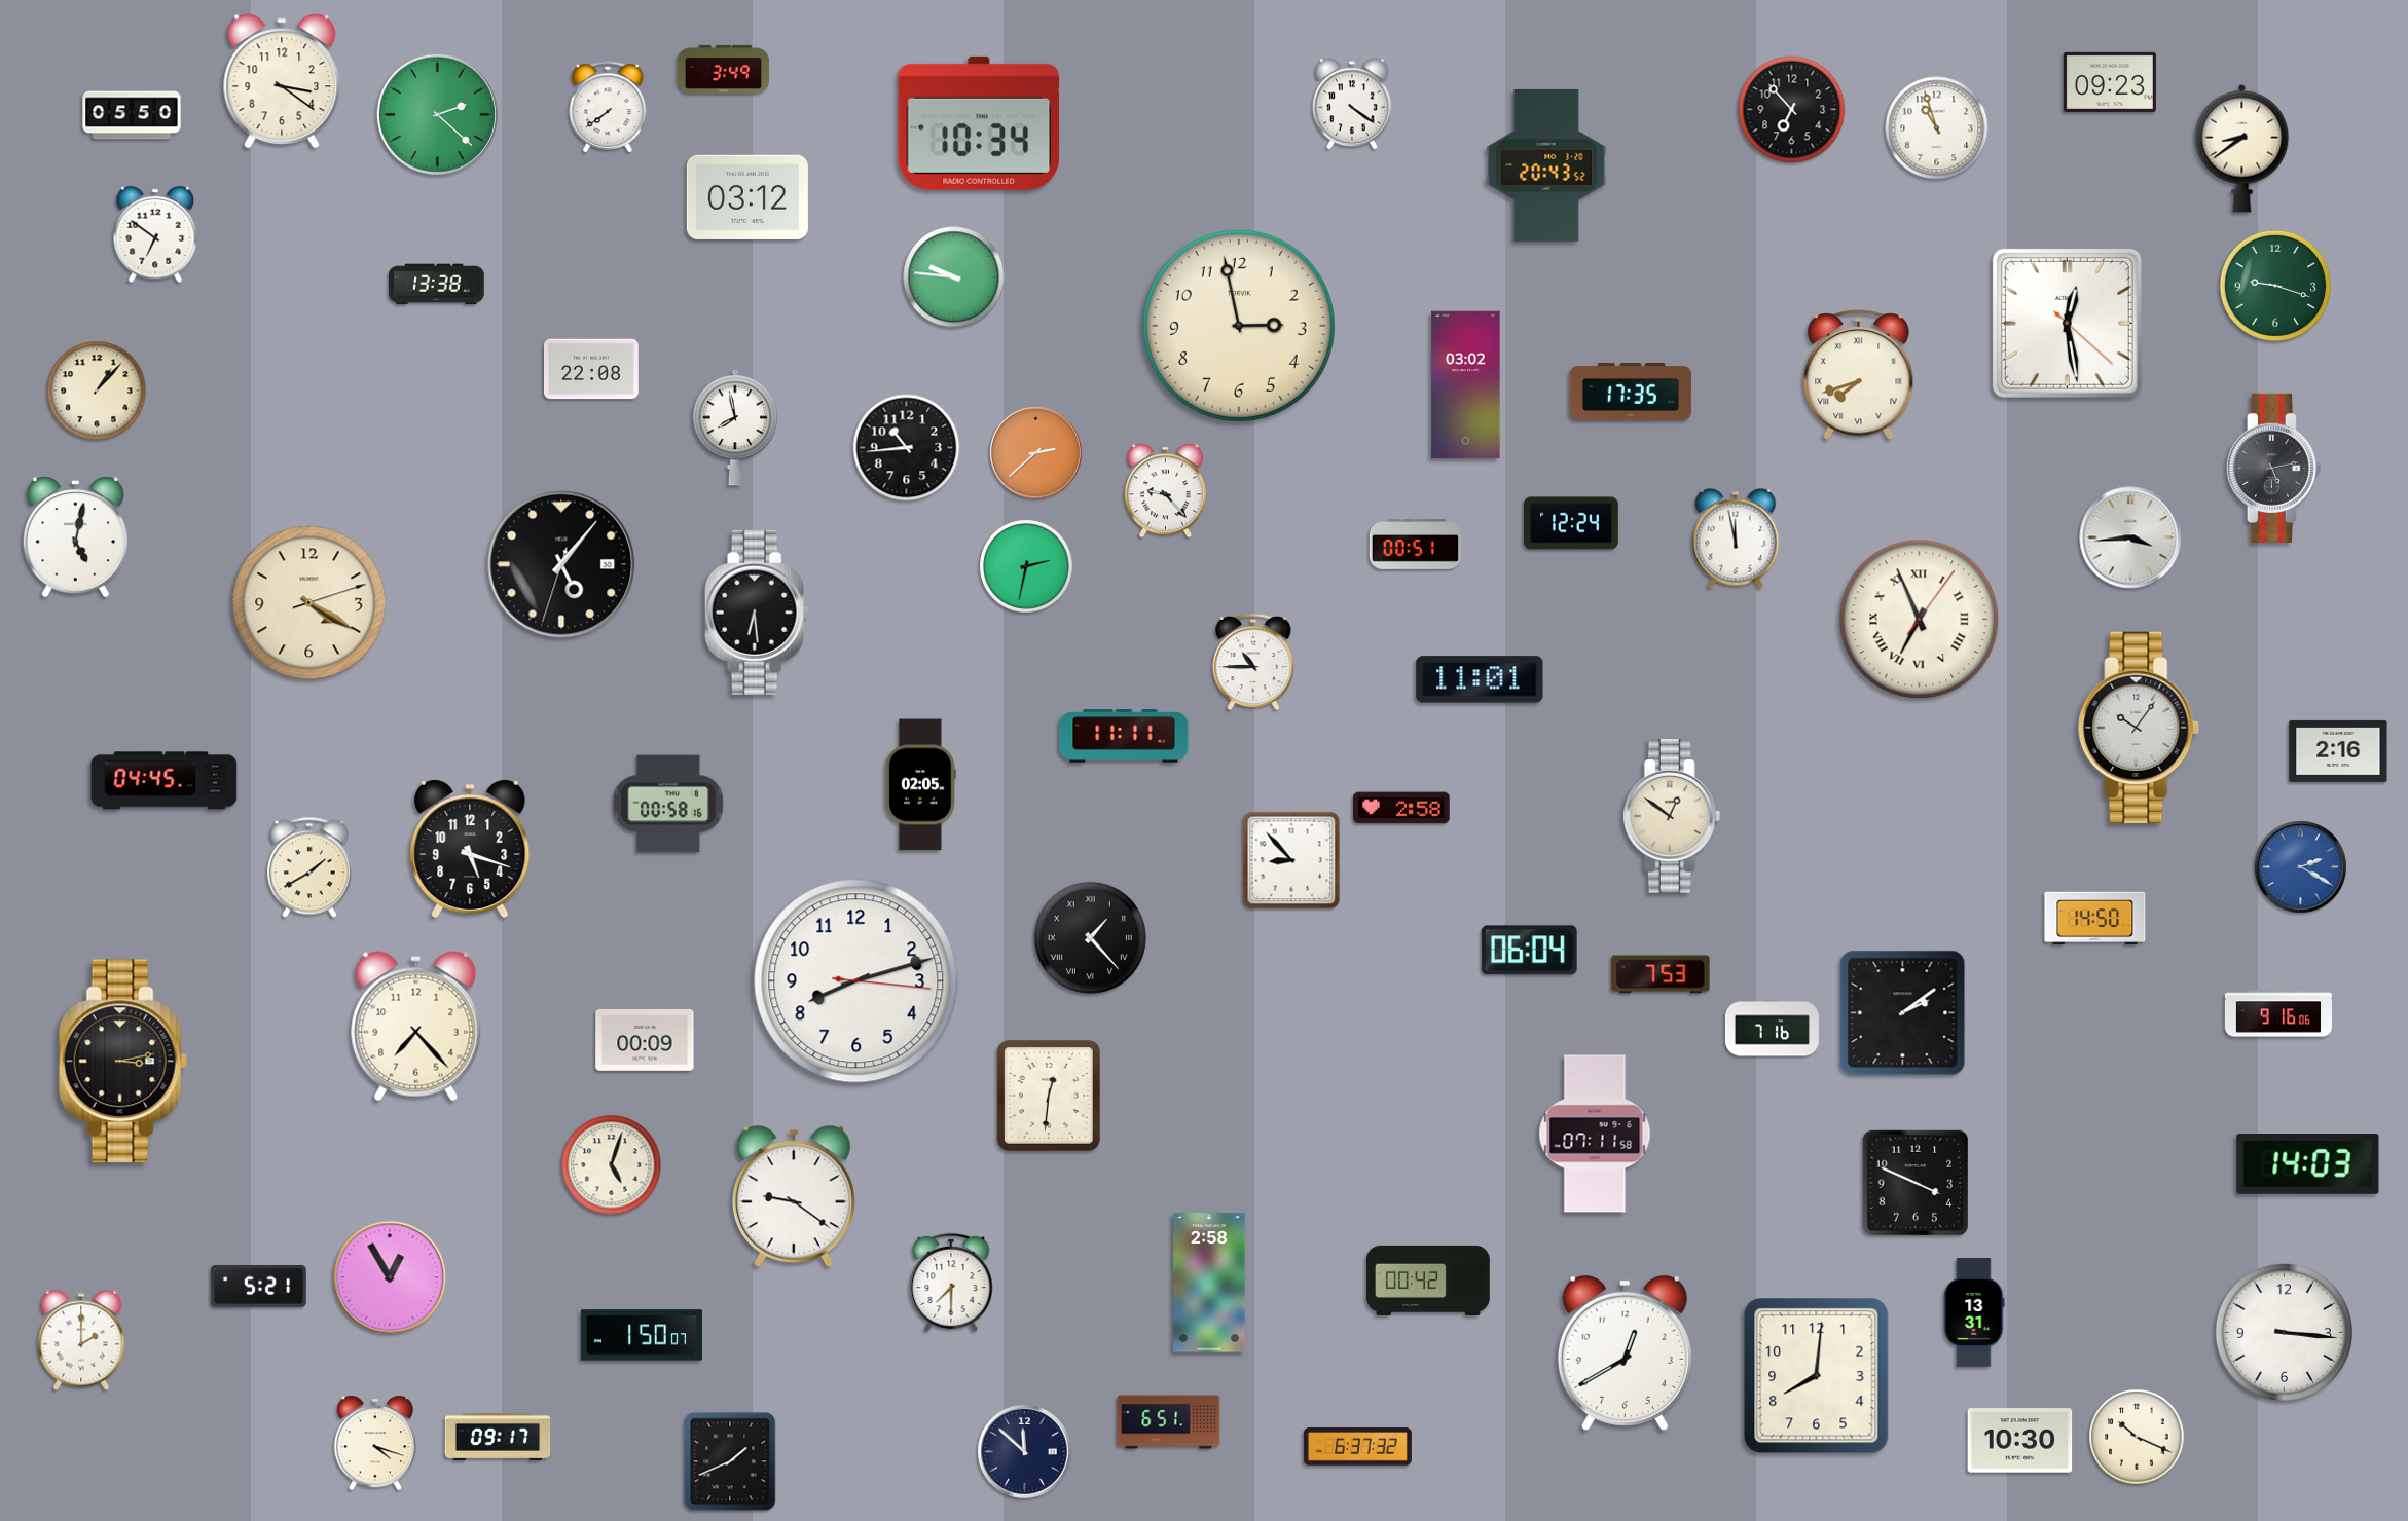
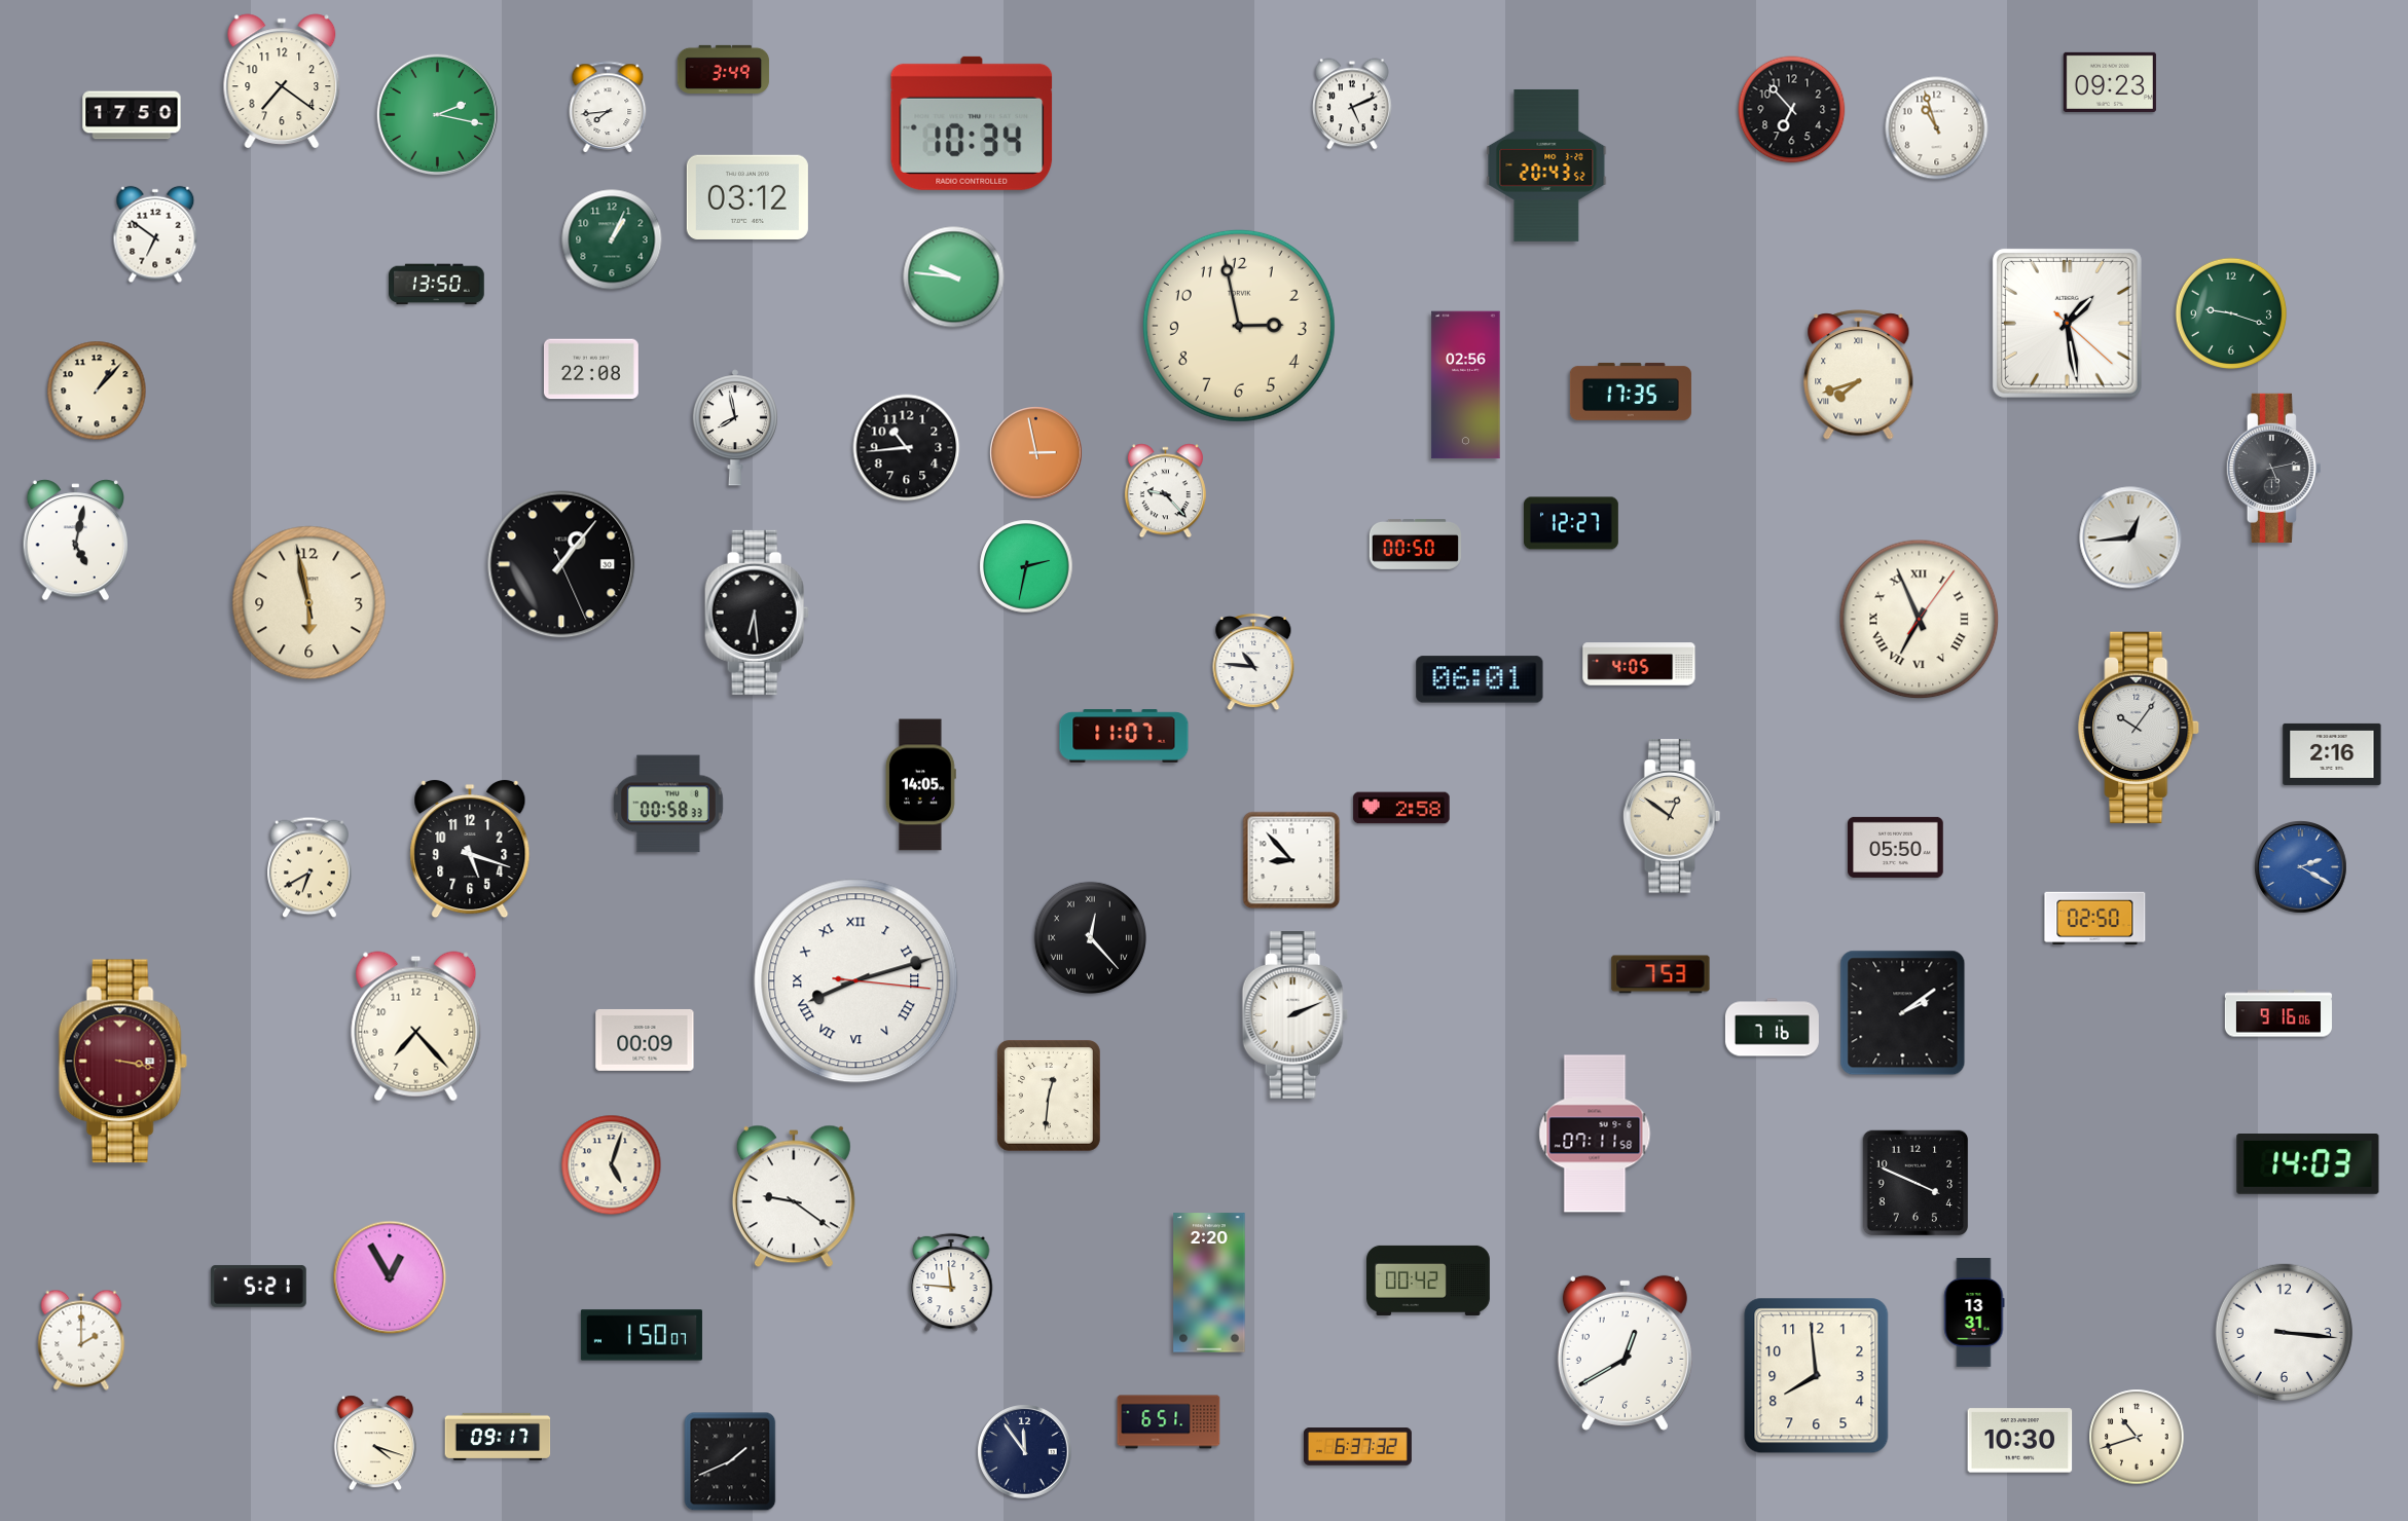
clock at (282, 81): 3:21 -> 7:21
clock at (1353, 104): 4:21 -> 5:11
clock at (608, 107): 7:39 -> 7:44
clock at (437, 114): 2:22 -> 2:17
clock at (132, 115): 05:50 -> 17:50
clock at (979, 123) position: (979, 123) -> (972, 123)
clock at (2242, 148): 8:39 -> none
clock at (612, 239): none -> 1:04
clock at (437, 285): 13:38 -> 13:50
clock at (2275, 286) position: (2275, 286) -> (2231, 313)
clock at (2067, 323): 12:28 -> 1:28
clock at (1466, 385): 03:02 -> 02:56
clock at (1036, 453): 2:38 -> 2:58
clock at (1572, 523): 12:24 -> 12:27
clock at (75, 537) position: (75, 537) -> (75, 541)
clock at (2130, 537): 3:44 -> 12:44
clock at (1736, 539): 11:58 -> none
clock at (1416, 544): 00:51 -> 00:50
clock at (561, 564): 5:06 -> 1:06
clock at (309, 603): 4:20 -> 5:57
clock at (1253, 662): 10:45 -> 10:46
clock at (1639, 664): none -> 4:05
clock at (1480, 679): 11:01 -> 06:01
clock at (1124, 736): 11:11 -> 11:07
clock at (2338, 751) position: (2338, 751) -> (2332, 754)
clock at (165, 781): 04:45 -> none
clock at (921, 785): 02:05 -> 14:05
clock at (668, 804): 00:58:16 -> 00:58:33
clock at (1896, 847): none -> 05:50
clock at (311, 867): 1:40 -> 6:40
clock at (2095, 919): 14:50 -> 02:50
clock at (1090, 937): 1:23 -> 12:23
clock at (1529, 951): 06:04 -> none
clock at (856, 981) numerals: Arabic -> Roman
clock at (1294, 1015): none -> 2:11
clock at (122, 1062): 3:13 -> 3:17
clock at (122, 1062) dial: black -> burgundy
clock at (951, 1283): 7:30 -> 11:46
clock at (1209, 1283): 2:58 -> 2:20
clock at (1817, 1376): 8:01 -> 7:59
clock at (2137, 1437): 10:19 -> 10:42
clock at (1025, 1452): 11:52 -> 11:54
